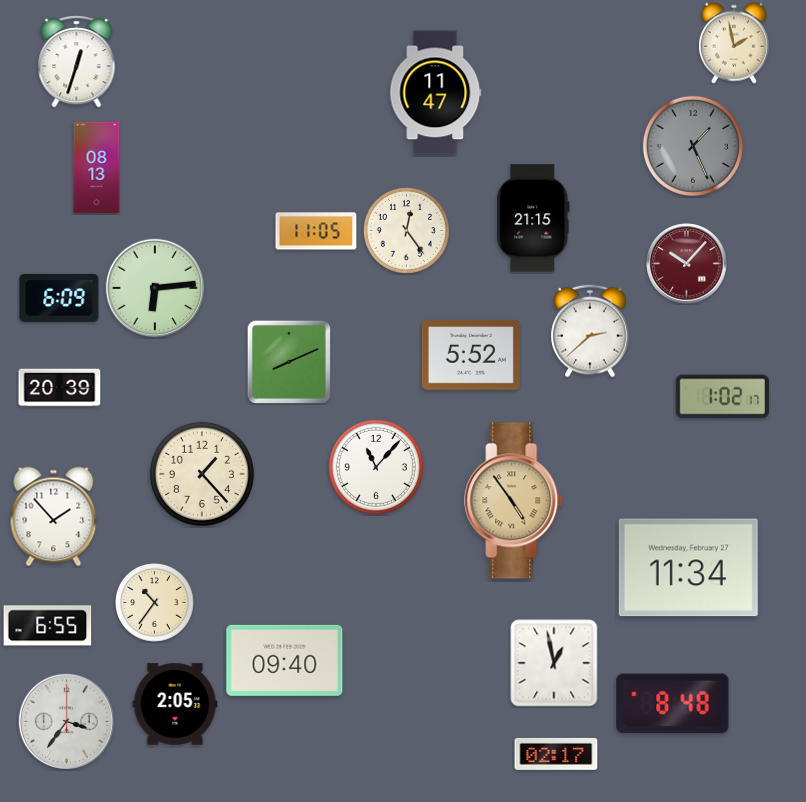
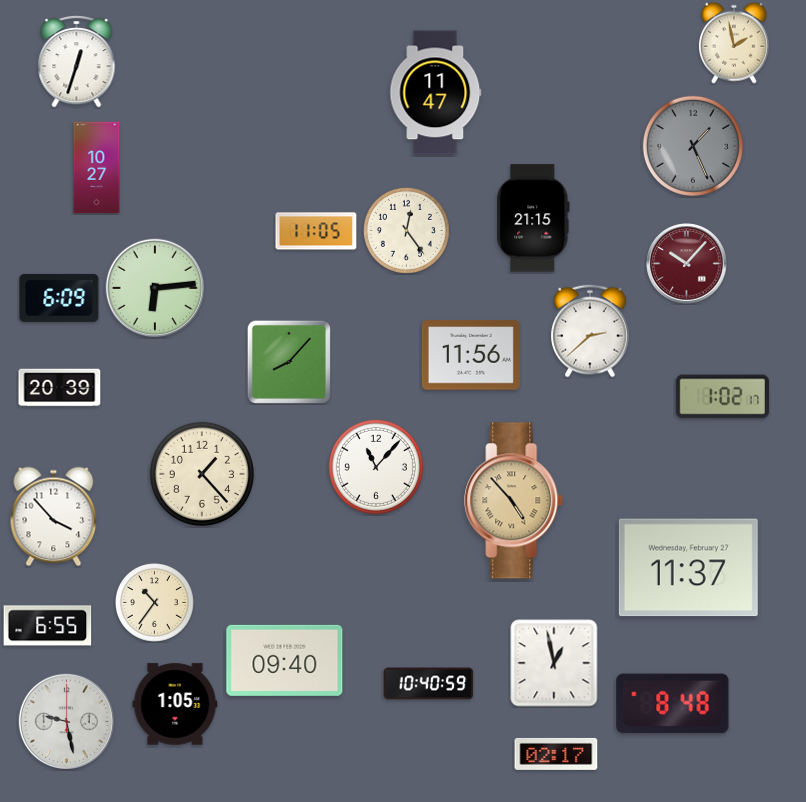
clock at (97, 168): 08:13 -> 10:27
clock at (471, 355): 5:52 -> 11:56
clock at (289, 362): 8:11 -> 8:07
clock at (514, 501): 4:54 -> 4:53
clock at (54, 517): 1:53 -> 3:53
clock at (688, 568): 11:34 -> 11:37
clock at (429, 684): none -> 10:40
clock at (175, 704): 2:05 -> 1:05
clock at (66, 721): 3:36 -> 9:28
